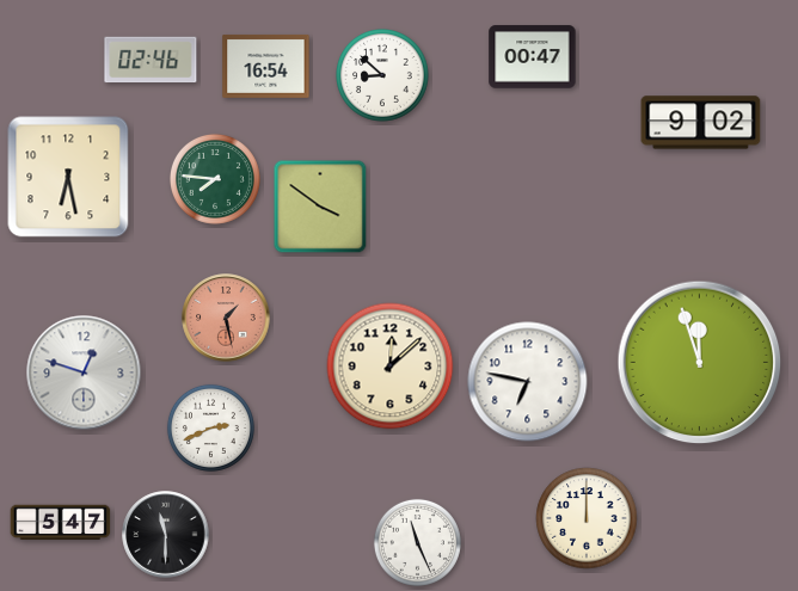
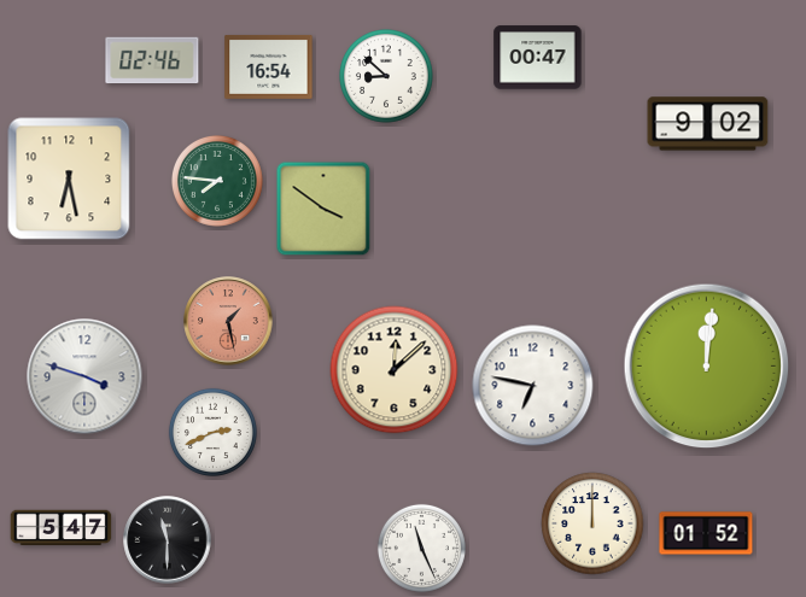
clock at (700, 363): 11:57 -> 12:01
clock at (84, 373): 12:48 -> 3:48
clock at (706, 533): none -> 01:52
